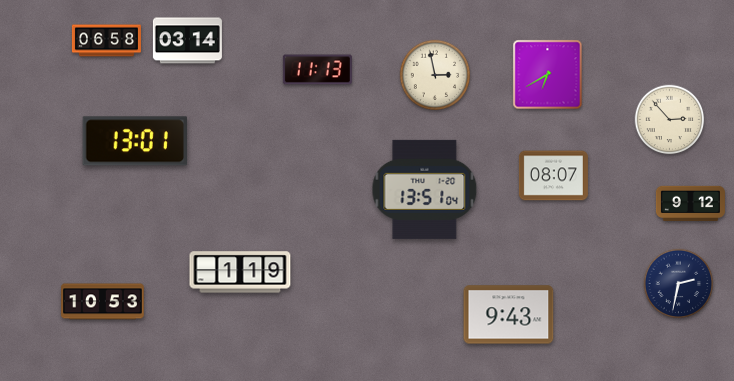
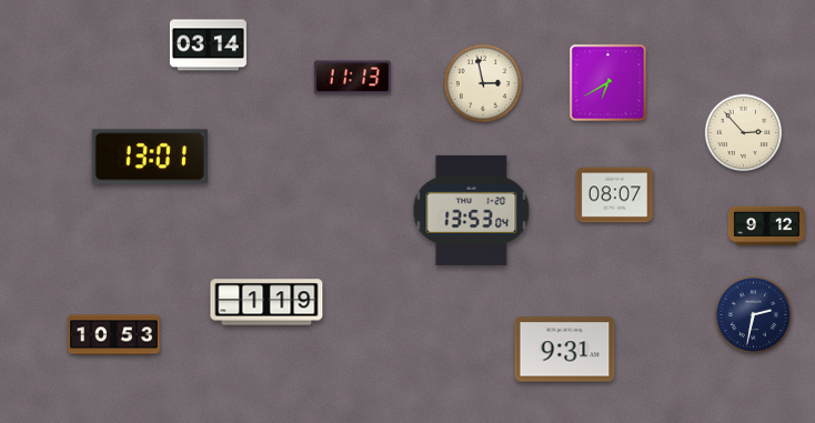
clock at (106, 41): 06:58 -> none
clock at (425, 189): 13:51 -> 13:53
clock at (509, 315): 9:43 -> 9:31
